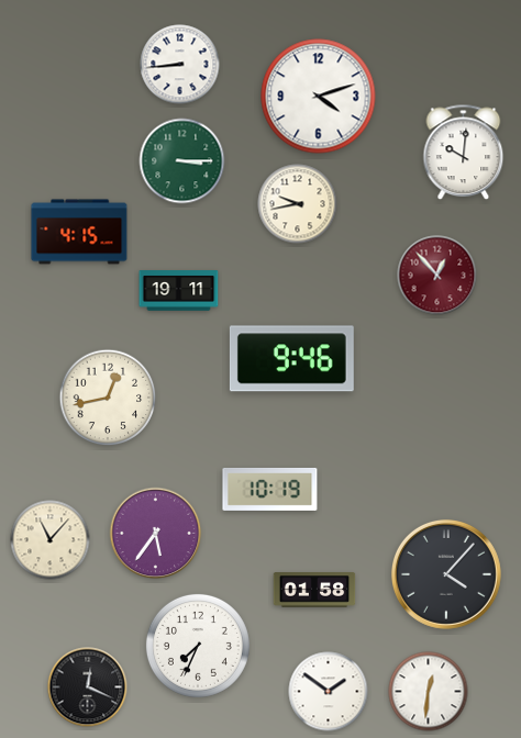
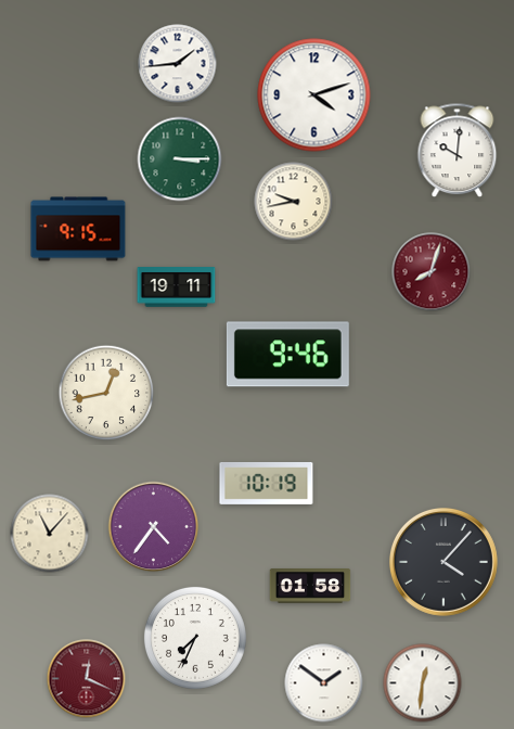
clock at (180, 65): 8:44 -> 1:44
clock at (79, 232): 4:15 -> 9:15
clock at (437, 276): 12:53 -> 8:03
clock at (156, 534): 5:36 -> 4:36
clock at (446, 574) position: (446, 574) -> (444, 562)
clock at (314, 590) position: (314, 590) -> (310, 586)
clock at (88, 687) dial: black -> burgundy
